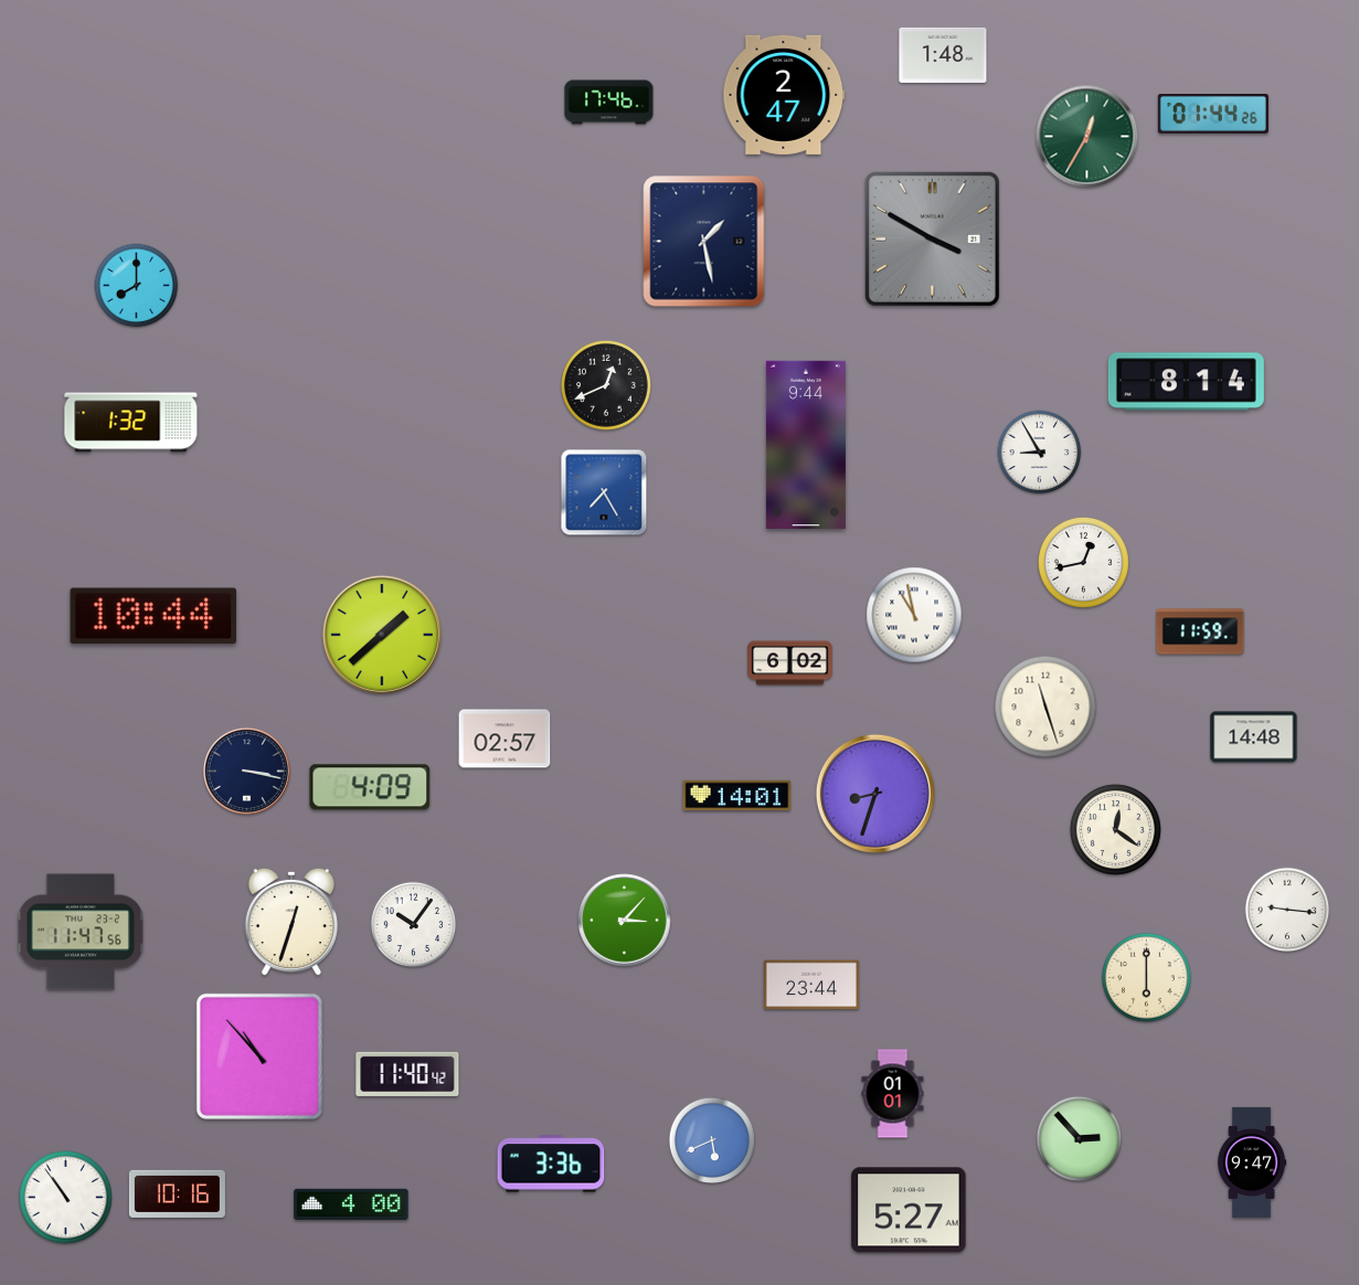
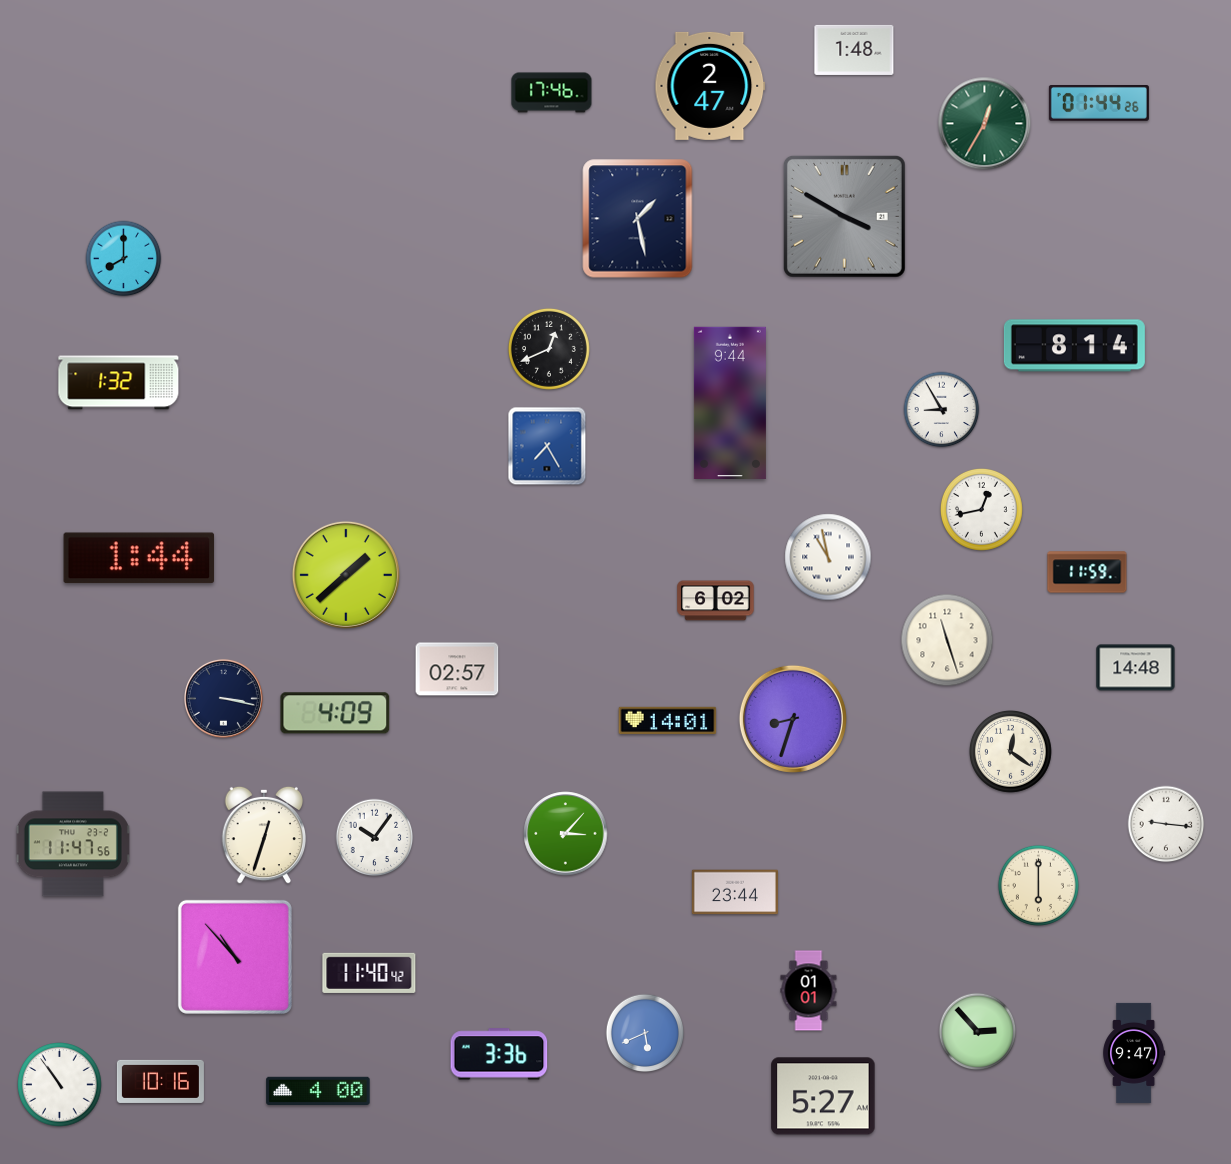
clock at (153, 616): 10:44 -> 1:44
